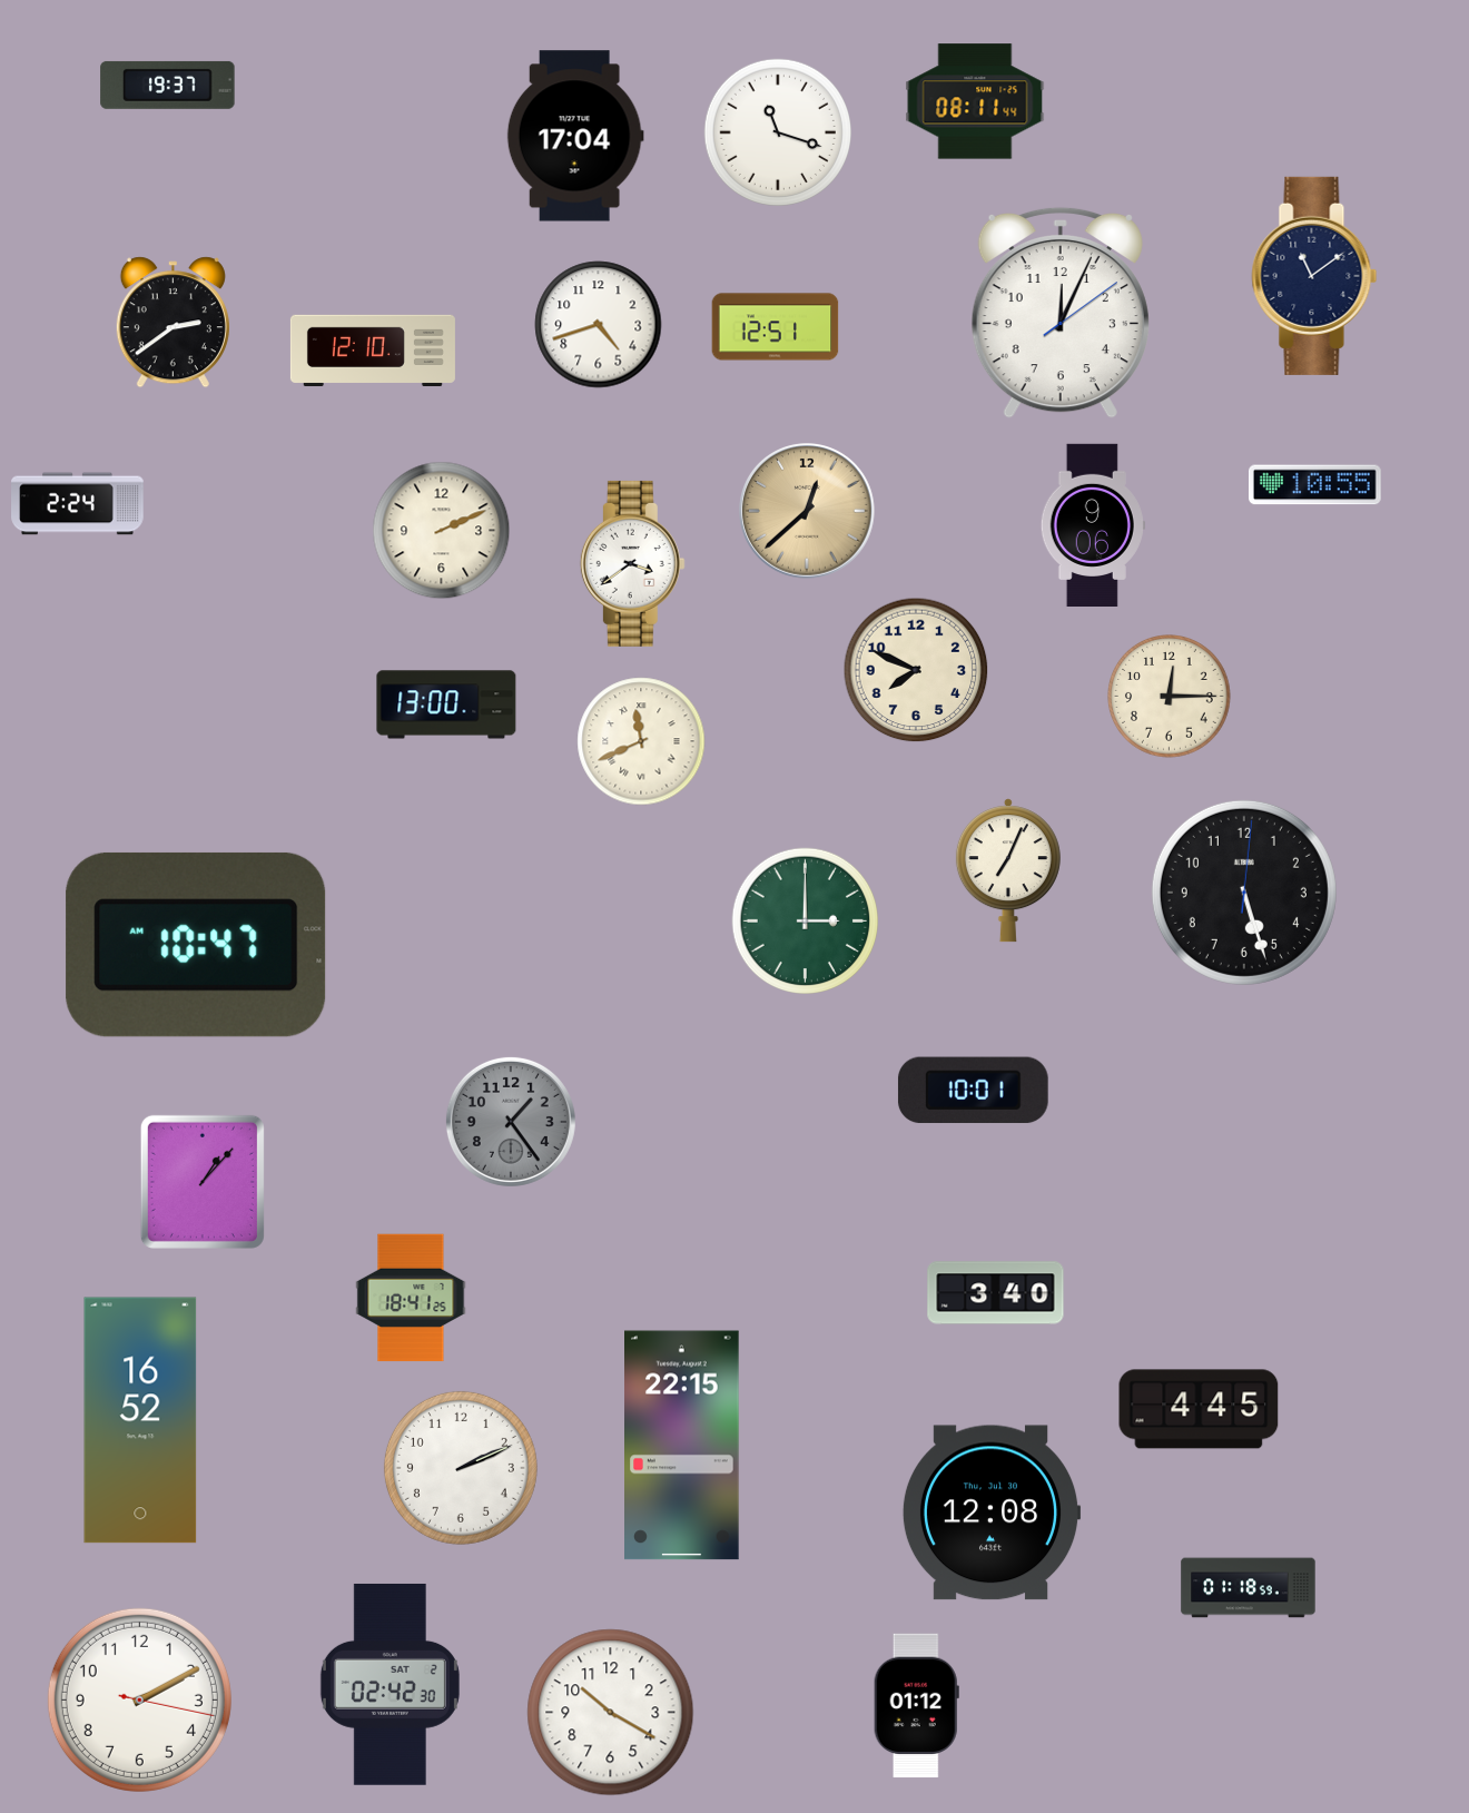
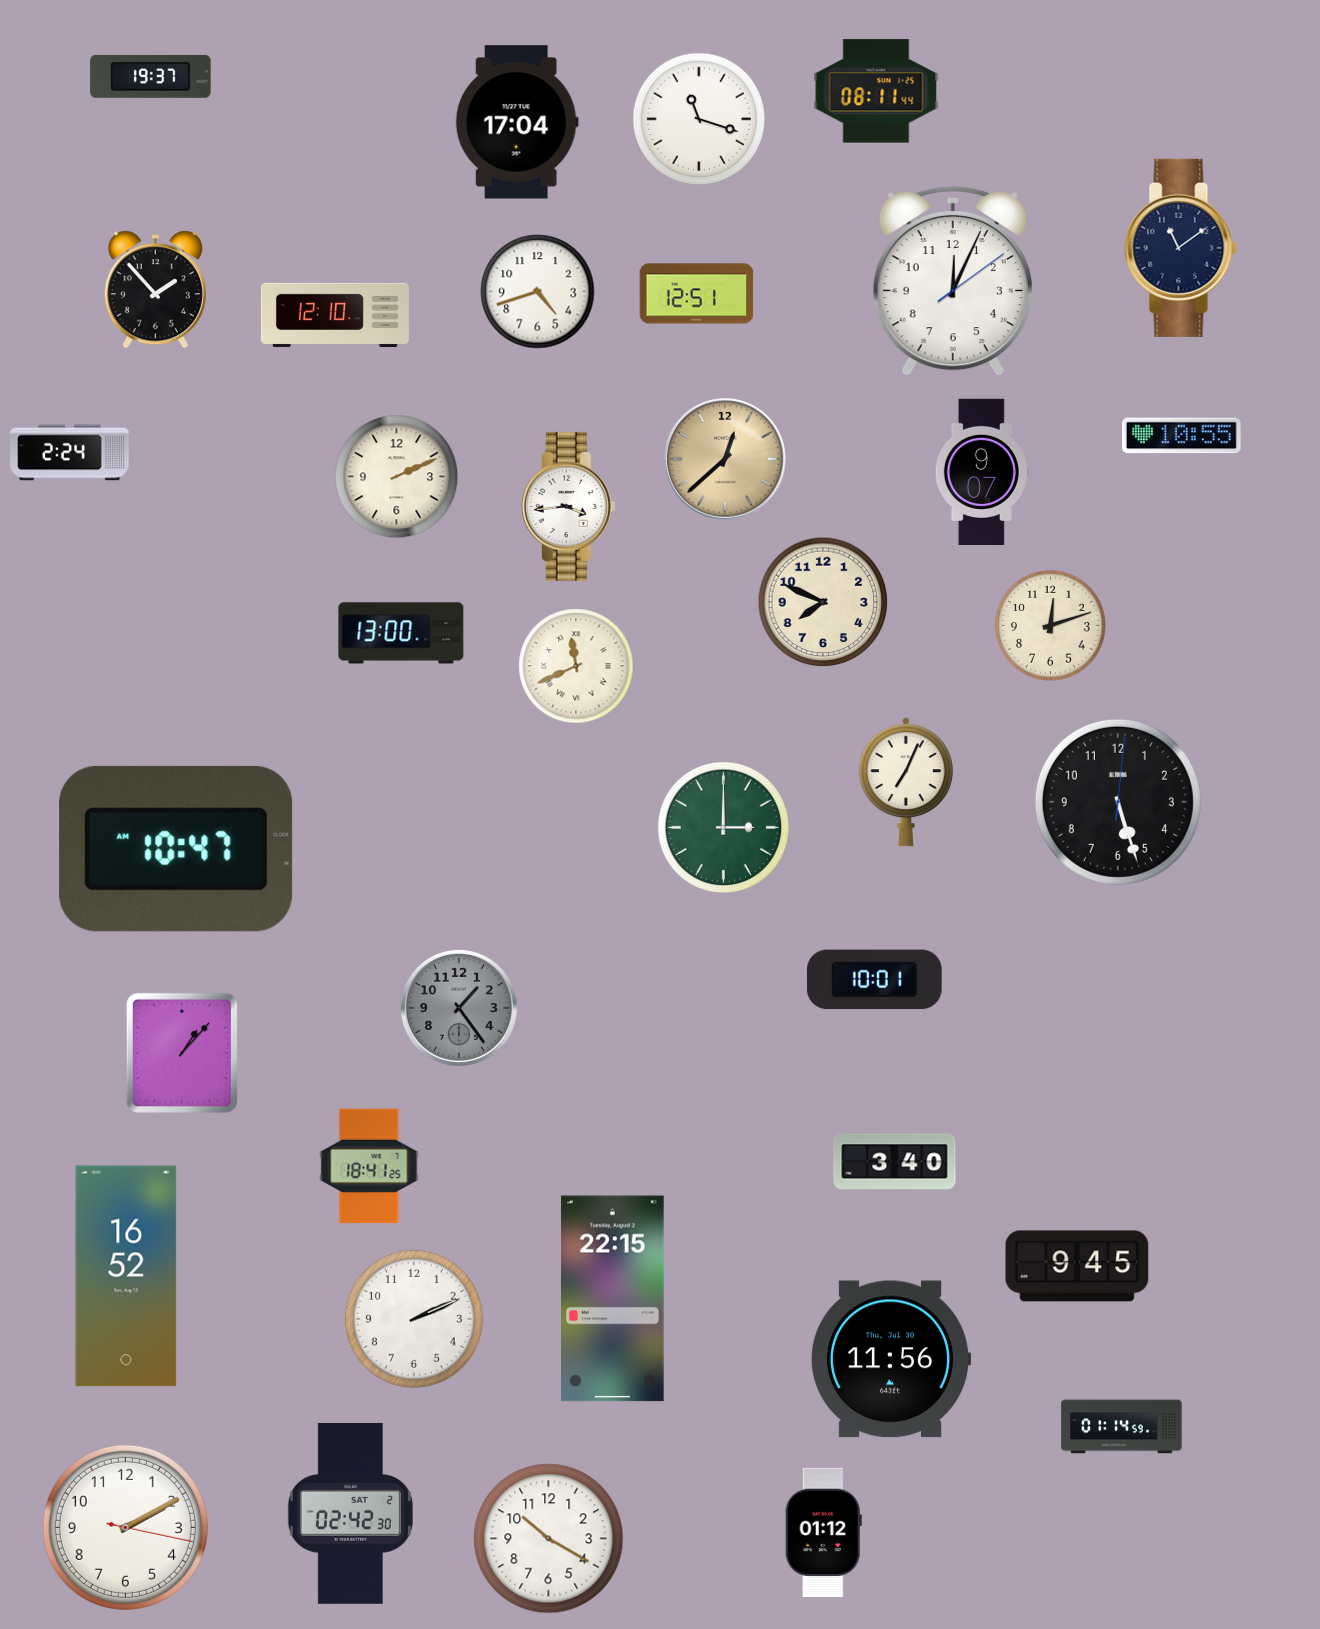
clock at (172, 323): 2:39 -> 1:53
clock at (1093, 524): 9:06 -> 9:07
clock at (632, 563): 3:39 -> 3:44
clock at (1170, 697): 12:15 -> 12:12
clock at (203, 1182) position: (203, 1182) -> (182, 1053)
clock at (1199, 1409): 4:45 -> 9:45
clock at (992, 1513): 12:08 -> 11:56
clock at (1249, 1588): 01:18 -> 01:14
